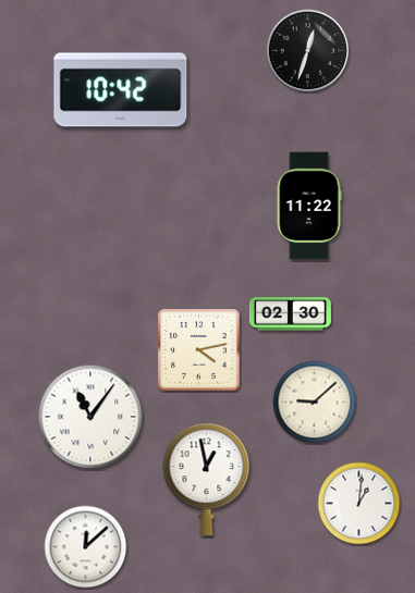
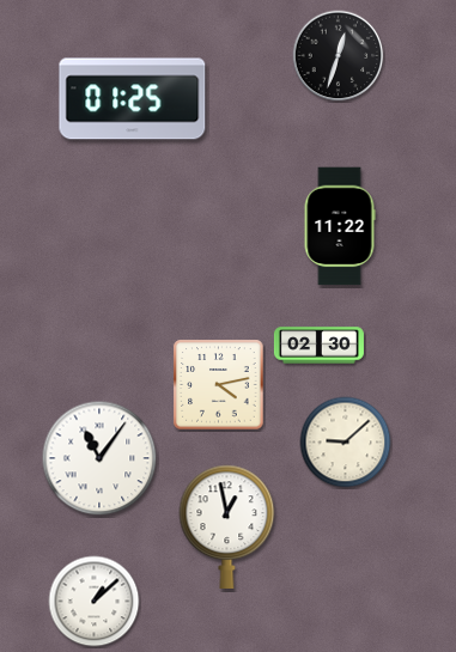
clock at (121, 90): 10:42 -> 01:25
clock at (359, 504): 1:01 -> none
clock at (86, 547): 12:08 -> 1:08
